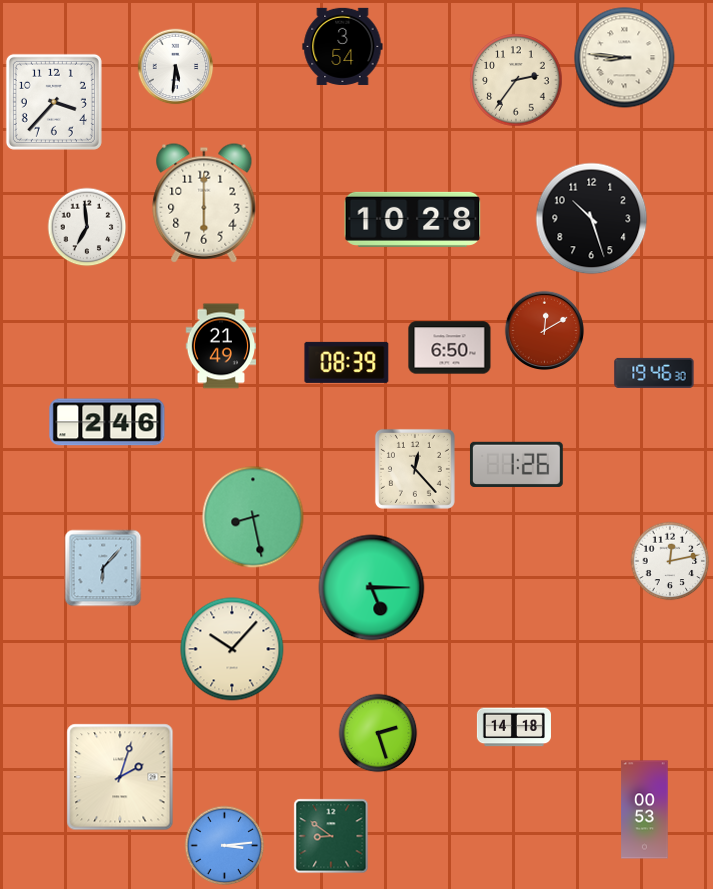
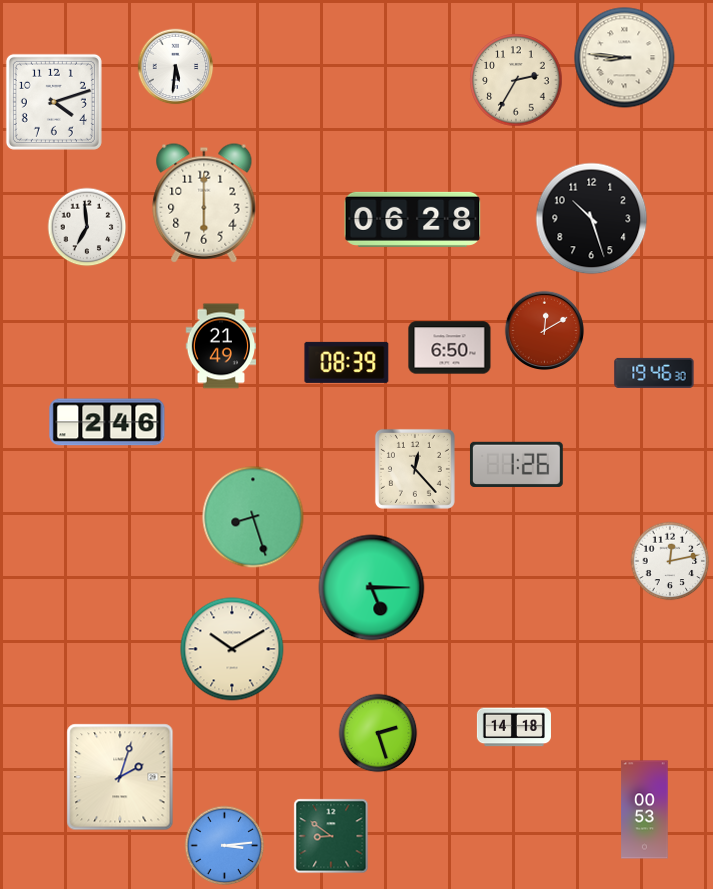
clock at (343, 46): 3:54 -> none
clock at (516, 80): 2:36 -> 2:35
clock at (54, 102): 3:37 -> 4:12
clock at (413, 219): 10:28 -> 06:28
clock at (253, 517): 8:28 -> 8:27
clock at (103, 568): 6:07 -> none
clock at (232, 649): 10:07 -> 10:10
